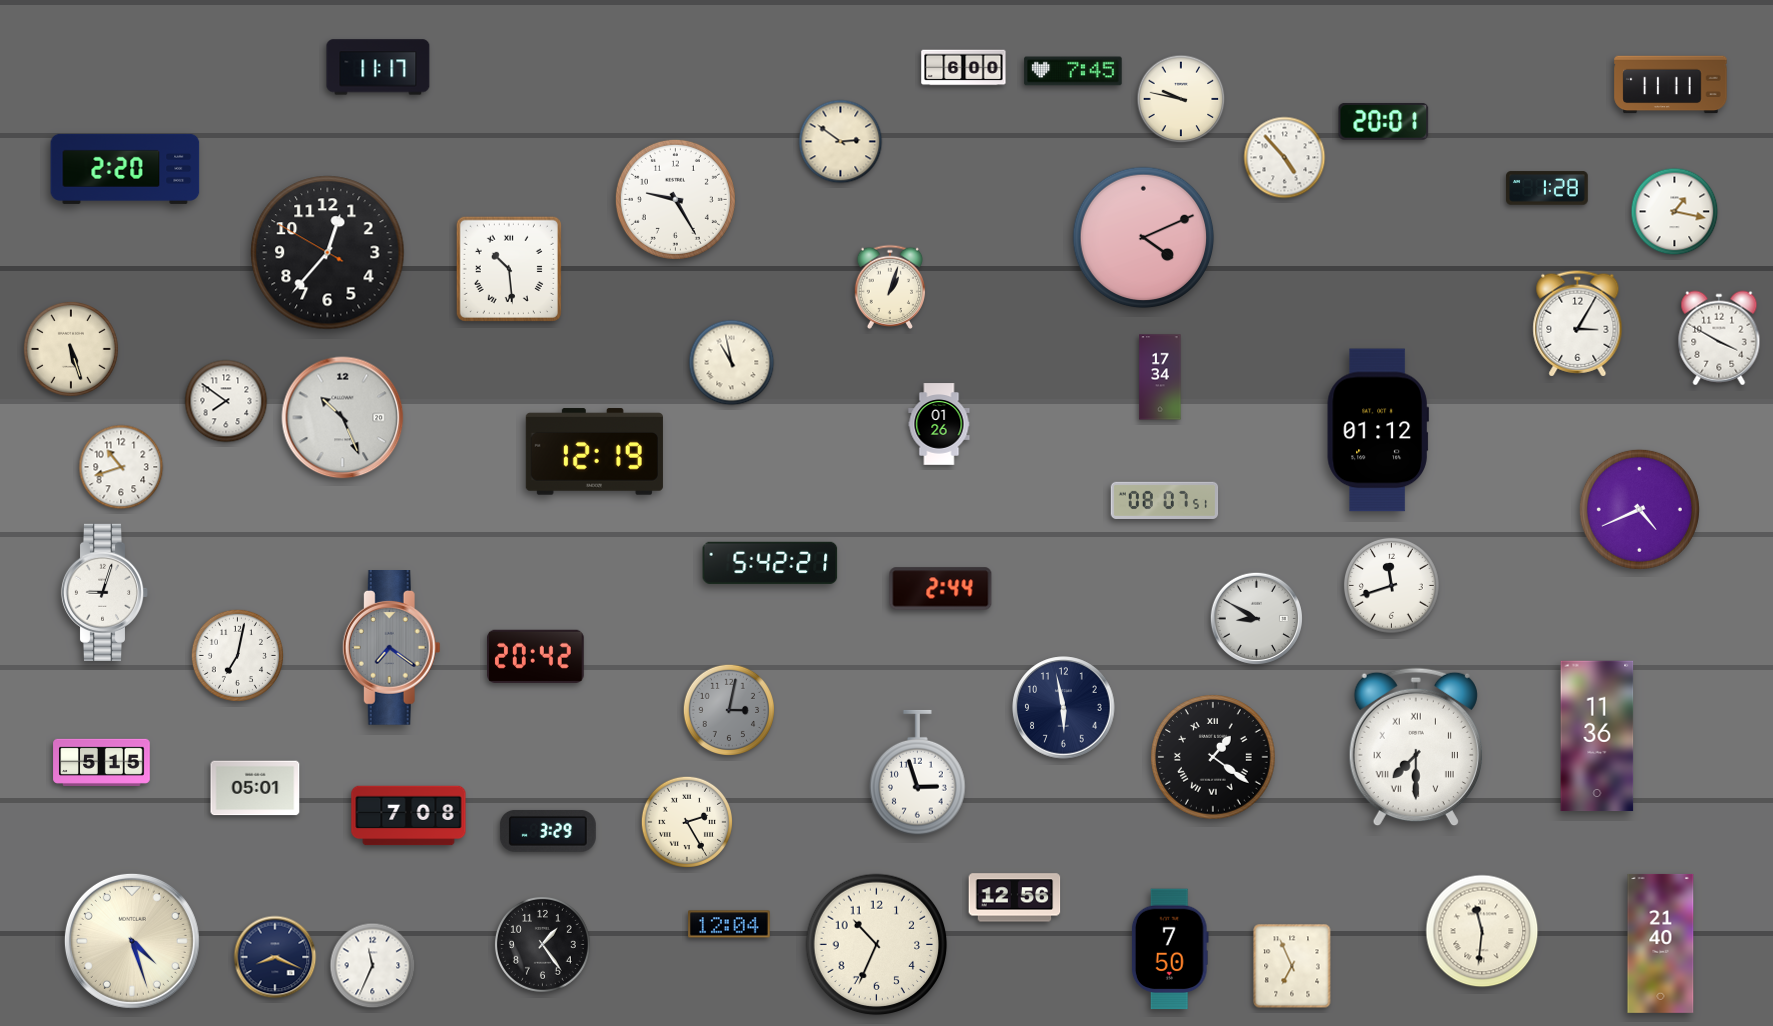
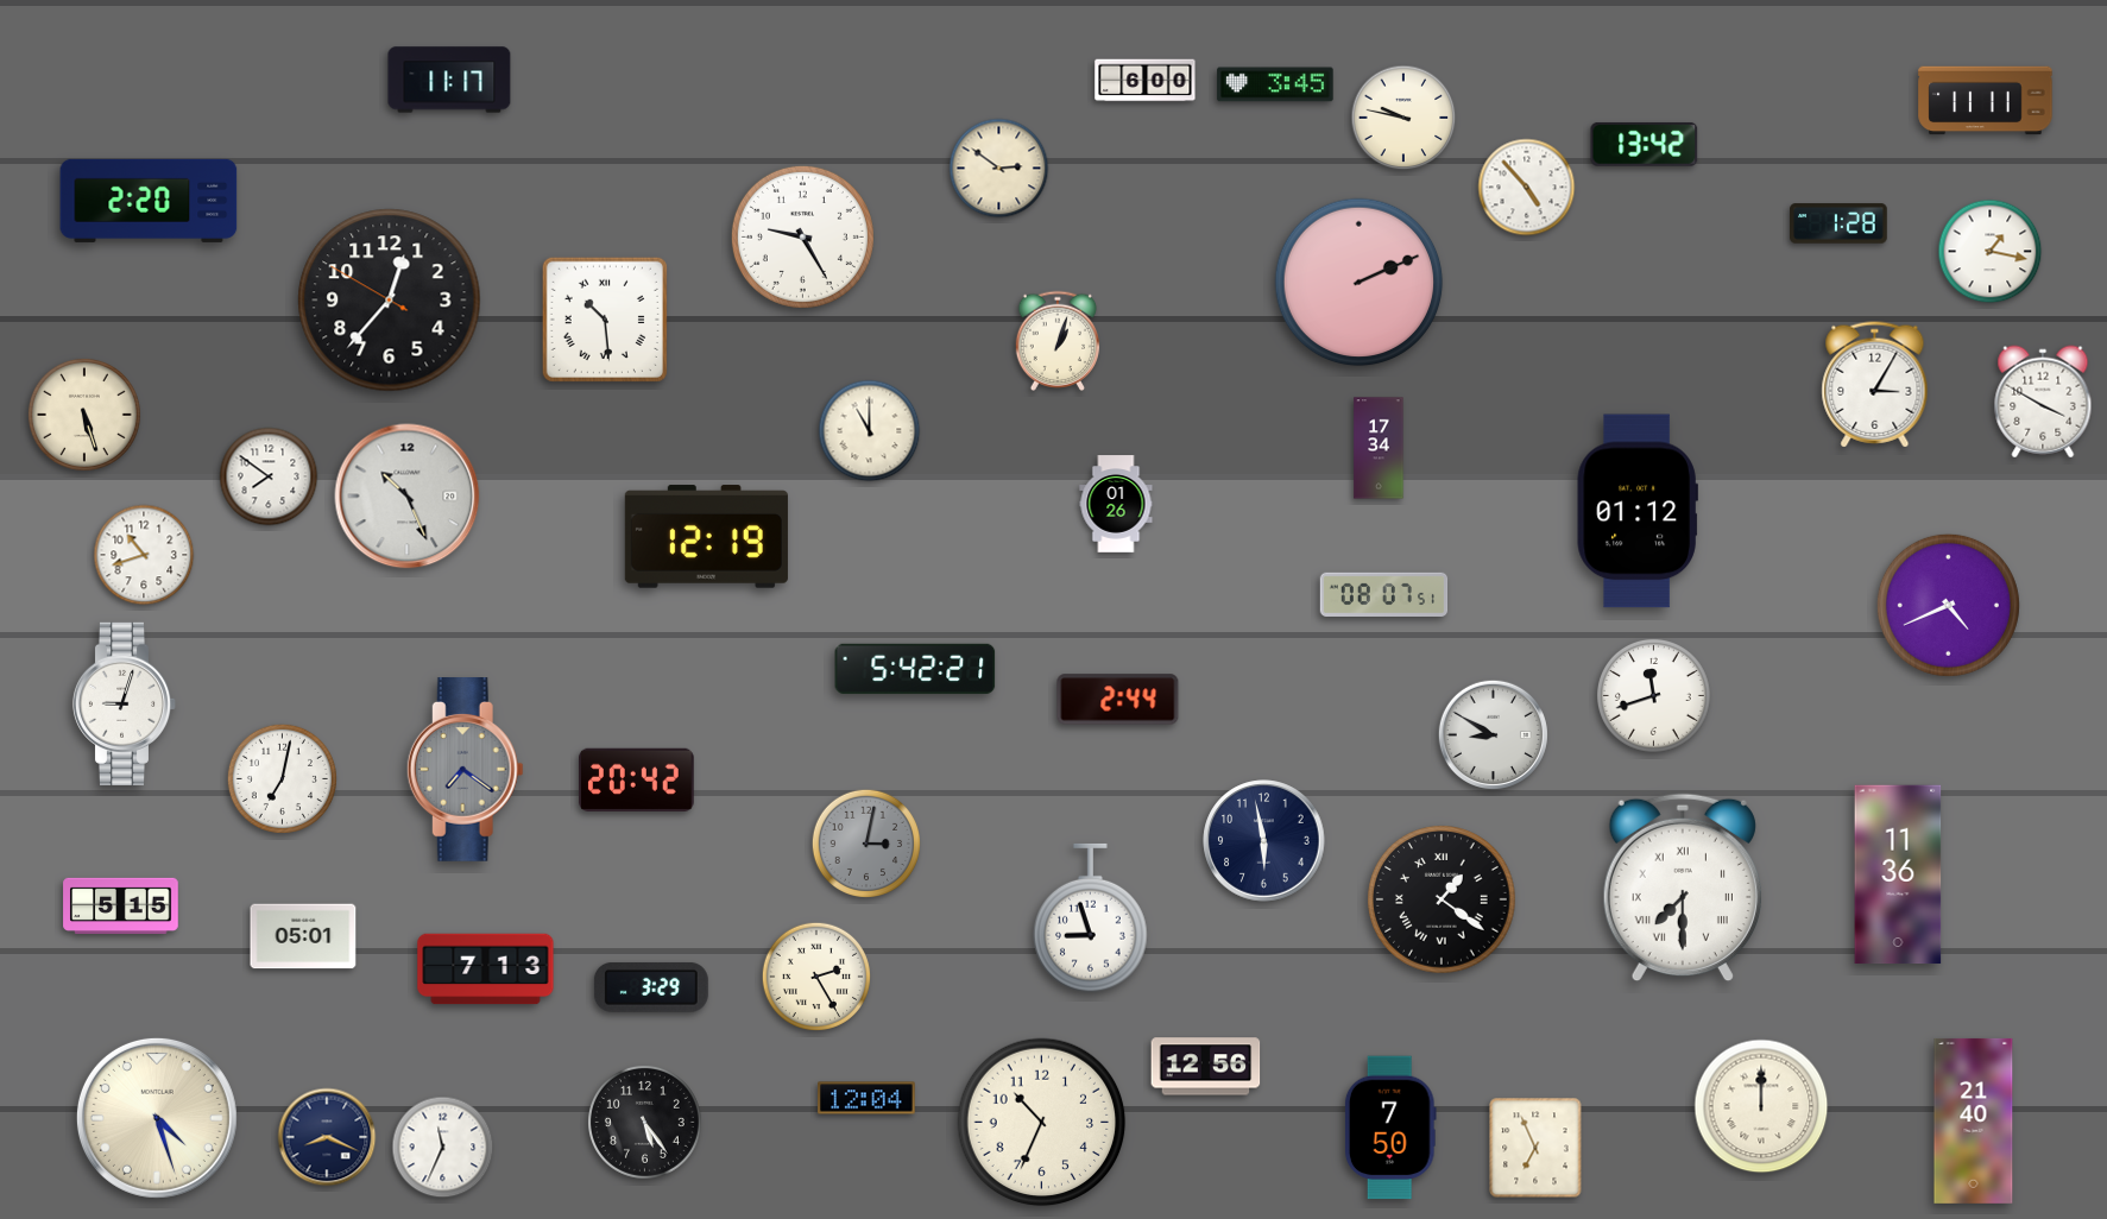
clock at (1073, 71): 7:45 -> 3:45
clock at (1384, 121): 20:01 -> 13:42
clock at (1144, 238): 4:11 -> 2:11
clock at (732, 363): 10:58 -> 11:00
clock at (918, 773): 2:57 -> 8:57
clock at (409, 816): 7:08 -> 7:13
clock at (1482, 931): 11:31 -> 12:00
clock at (542, 944): 1:24 -> 5:24
